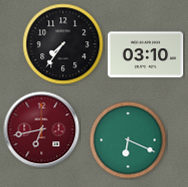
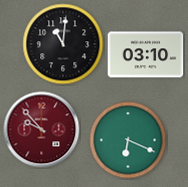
clock at (63, 44): 7:36 -> 11:01
clock at (42, 130): 6:43 -> 9:53
